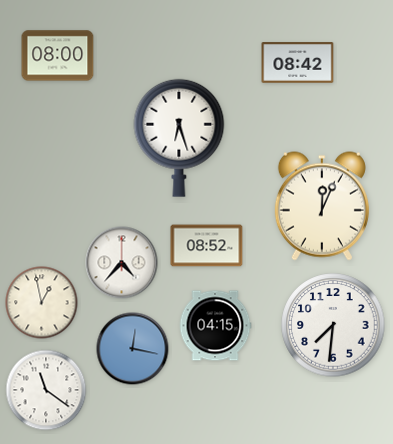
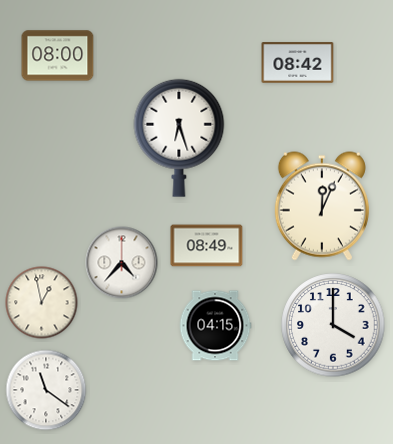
clock at (207, 246): 08:52 -> 08:49
clock at (333, 325): 7:31 -> 4:00
clock at (133, 349): 12:17 -> none
